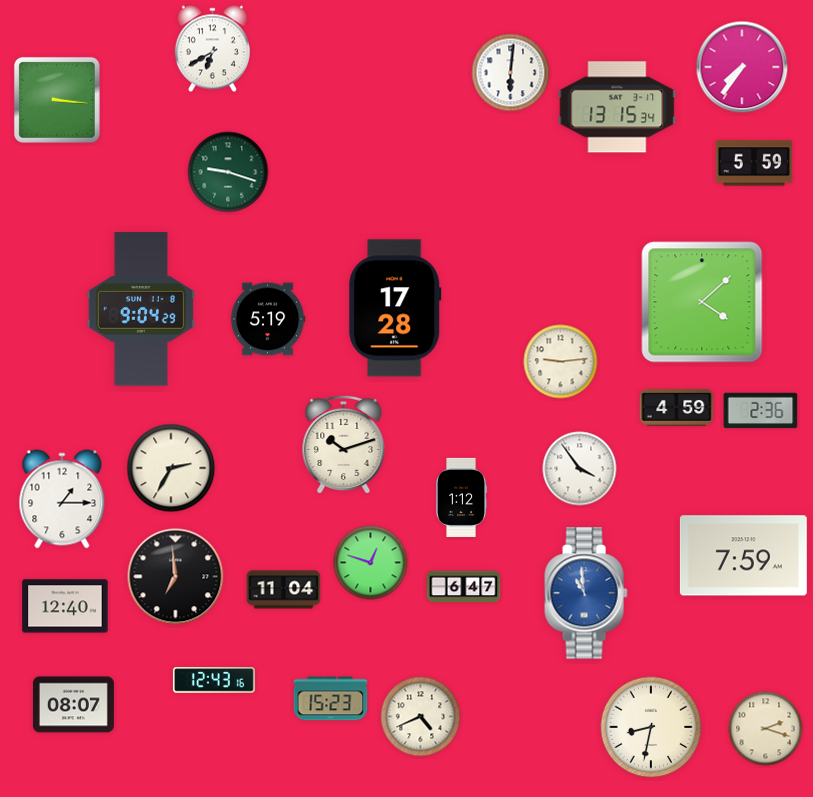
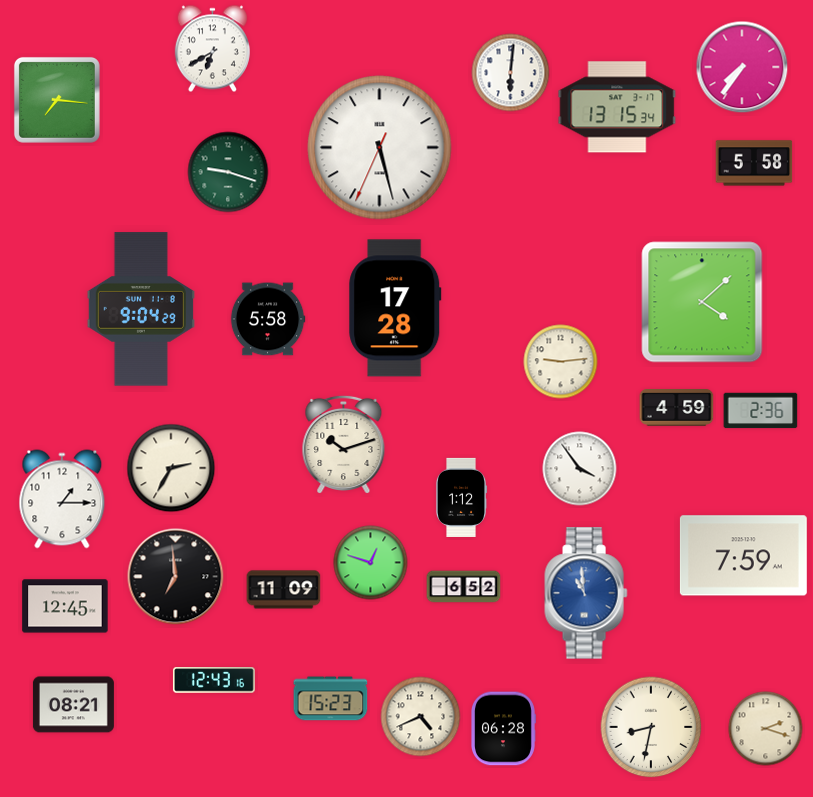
clock at (57, 100): 3:16 -> 7:16
clock at (380, 148): none -> 5:27
clock at (754, 163): 5:59 -> 5:58
clock at (268, 319): 5:19 -> 5:58
clock at (464, 587): 6:47 -> 6:52
clock at (284, 590): 11:04 -> 11:09
clock at (65, 606): 12:40 -> 12:45
clock at (73, 705): 08:07 -> 08:21
clock at (504, 729): none -> 06:28
